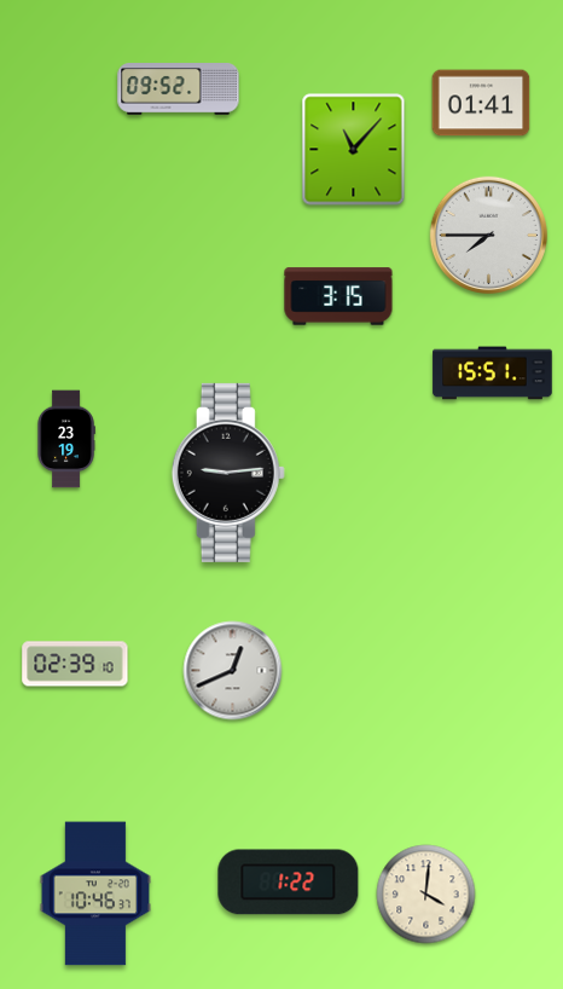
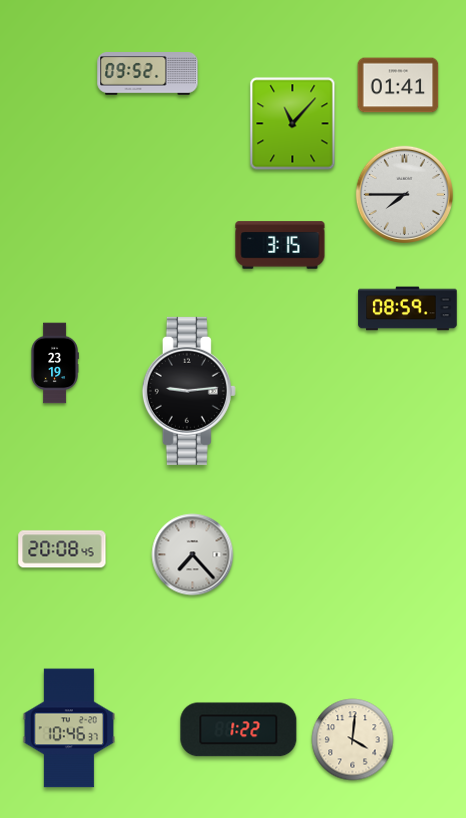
clock at (493, 374): 15:51 -> 08:59
clock at (75, 664): 02:39 -> 20:08
clock at (233, 671): 12:41 -> 7:23
clock at (94, 893) position: (94, 893) -> (68, 728)
